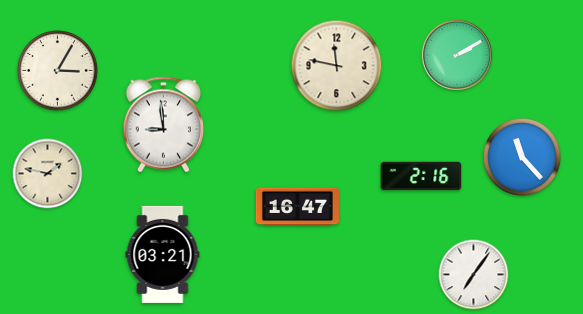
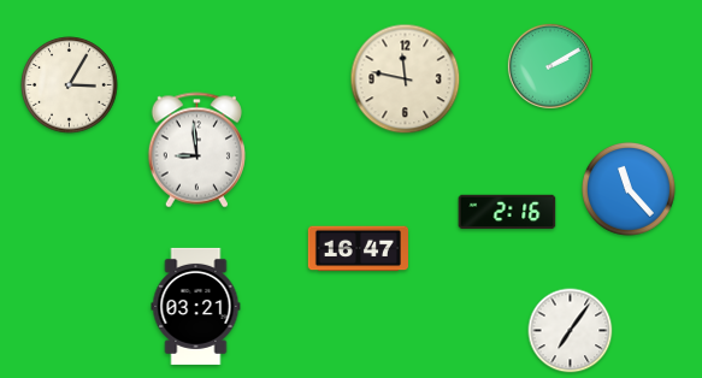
clock at (48, 174): 1:47 -> none
